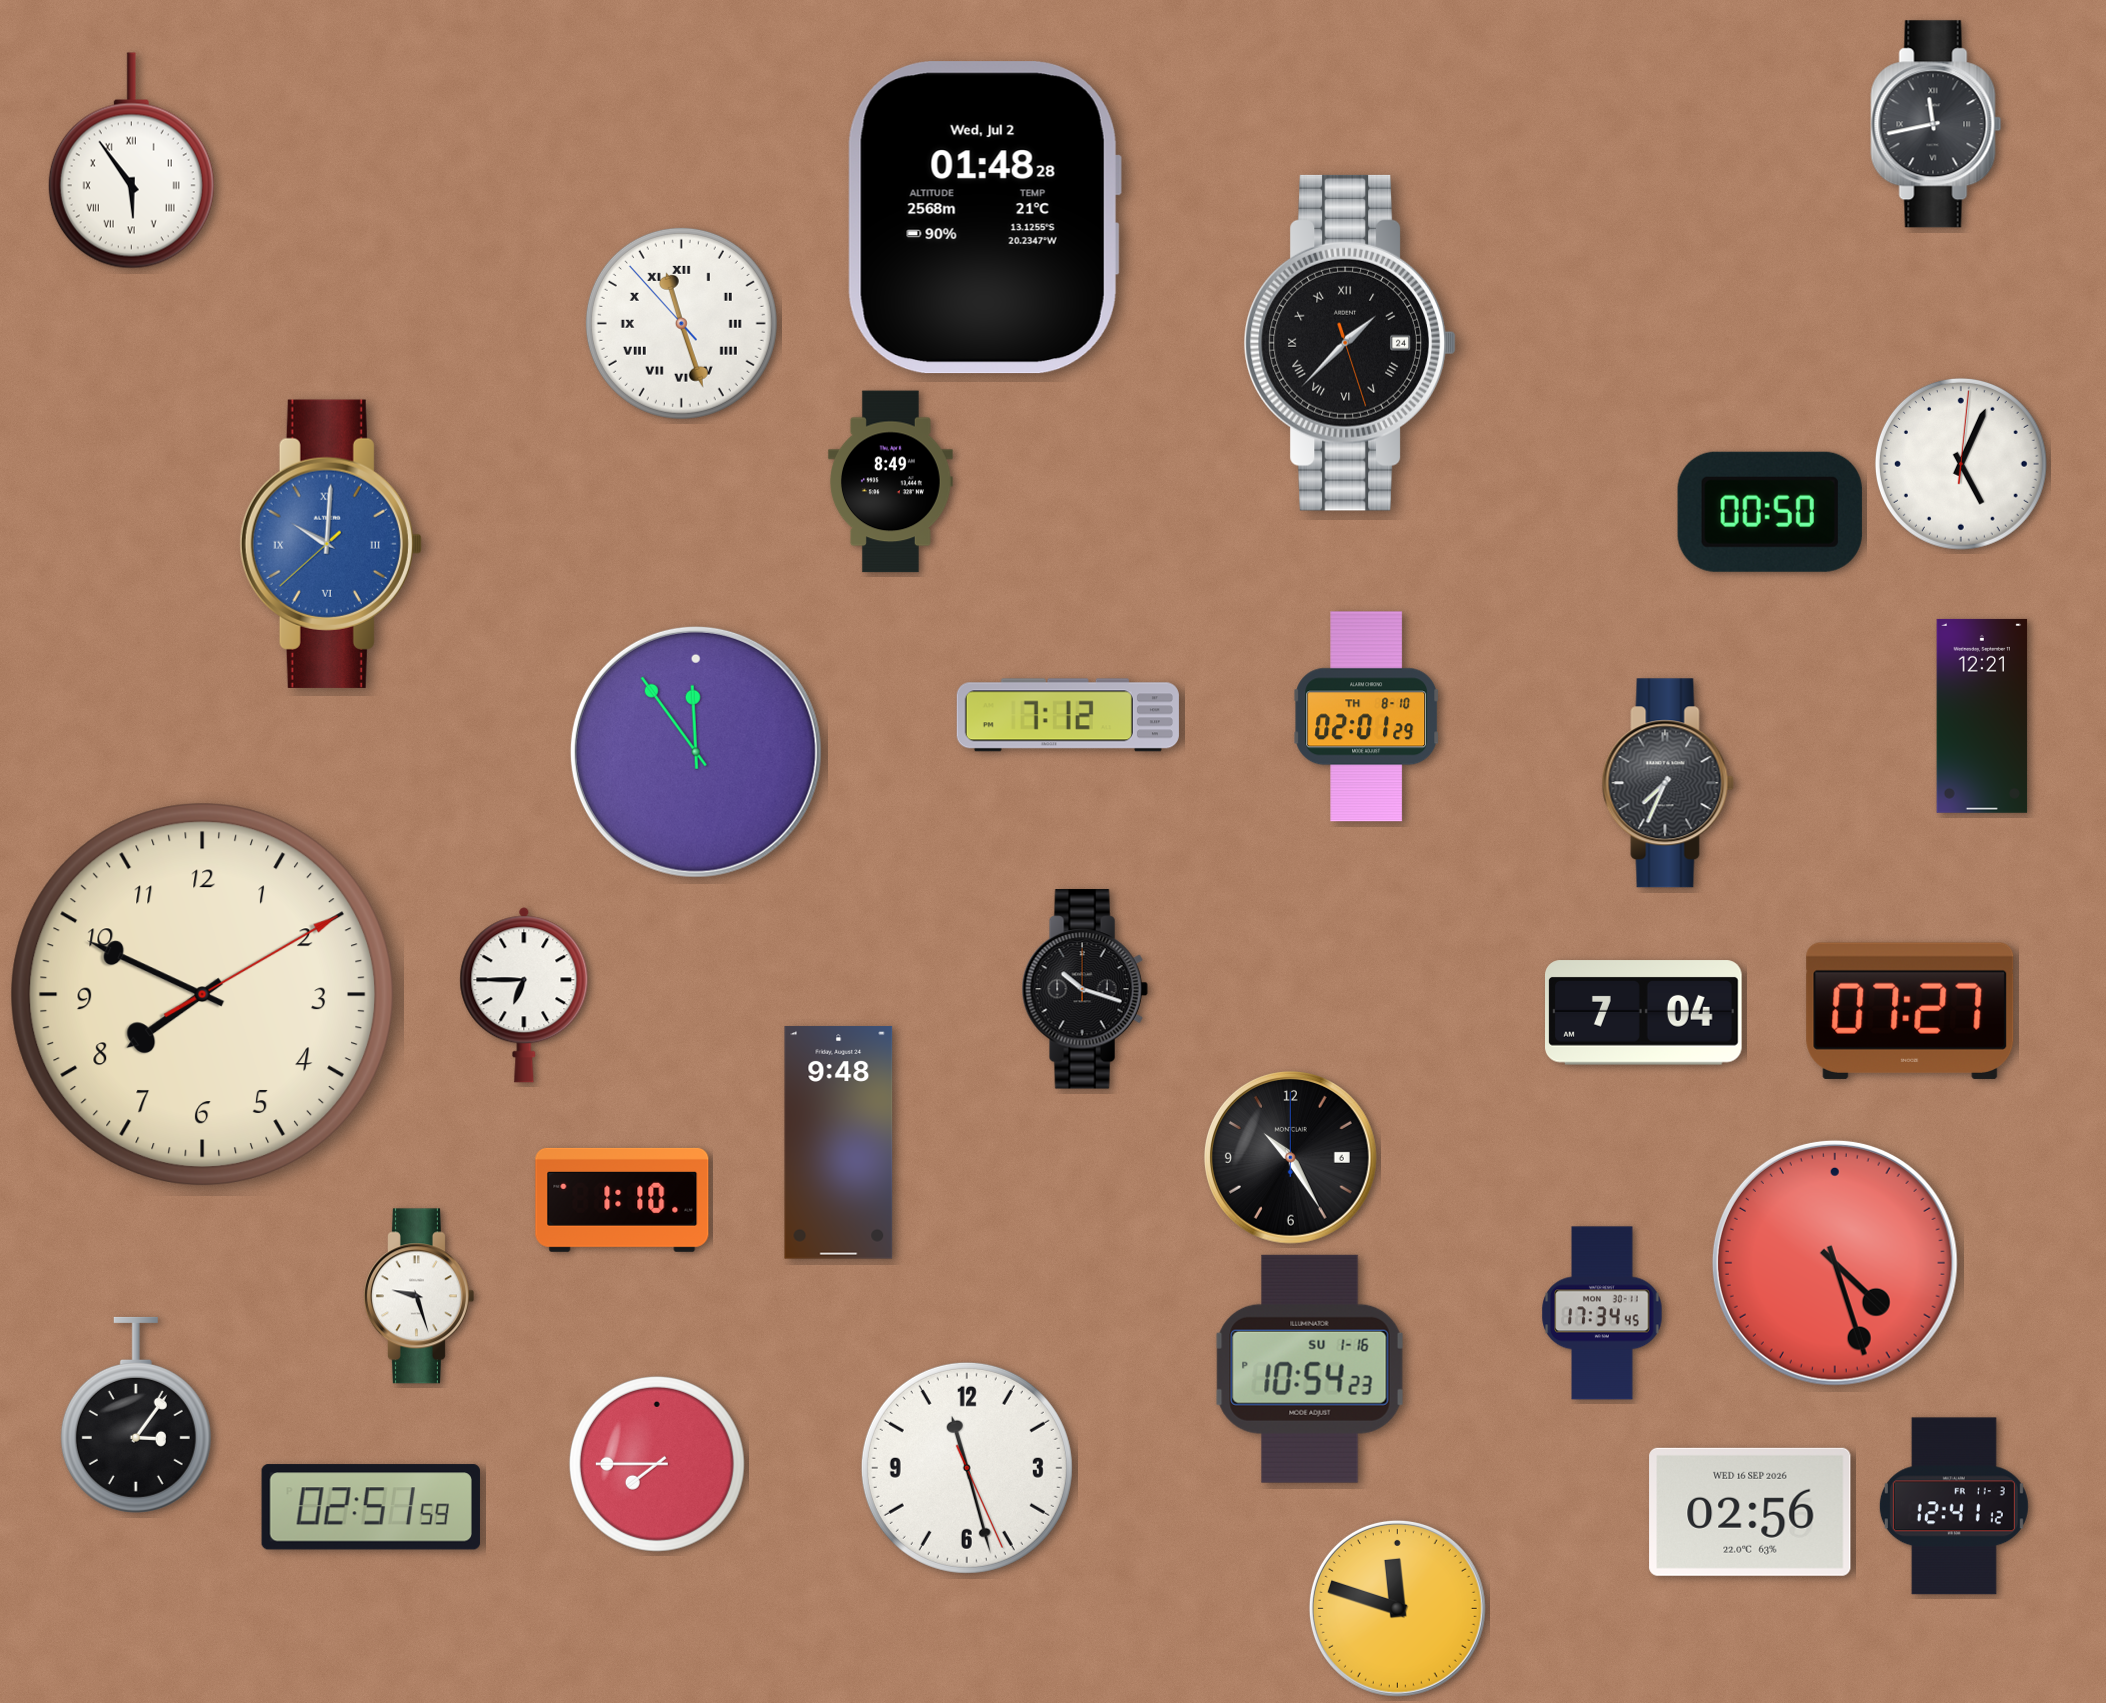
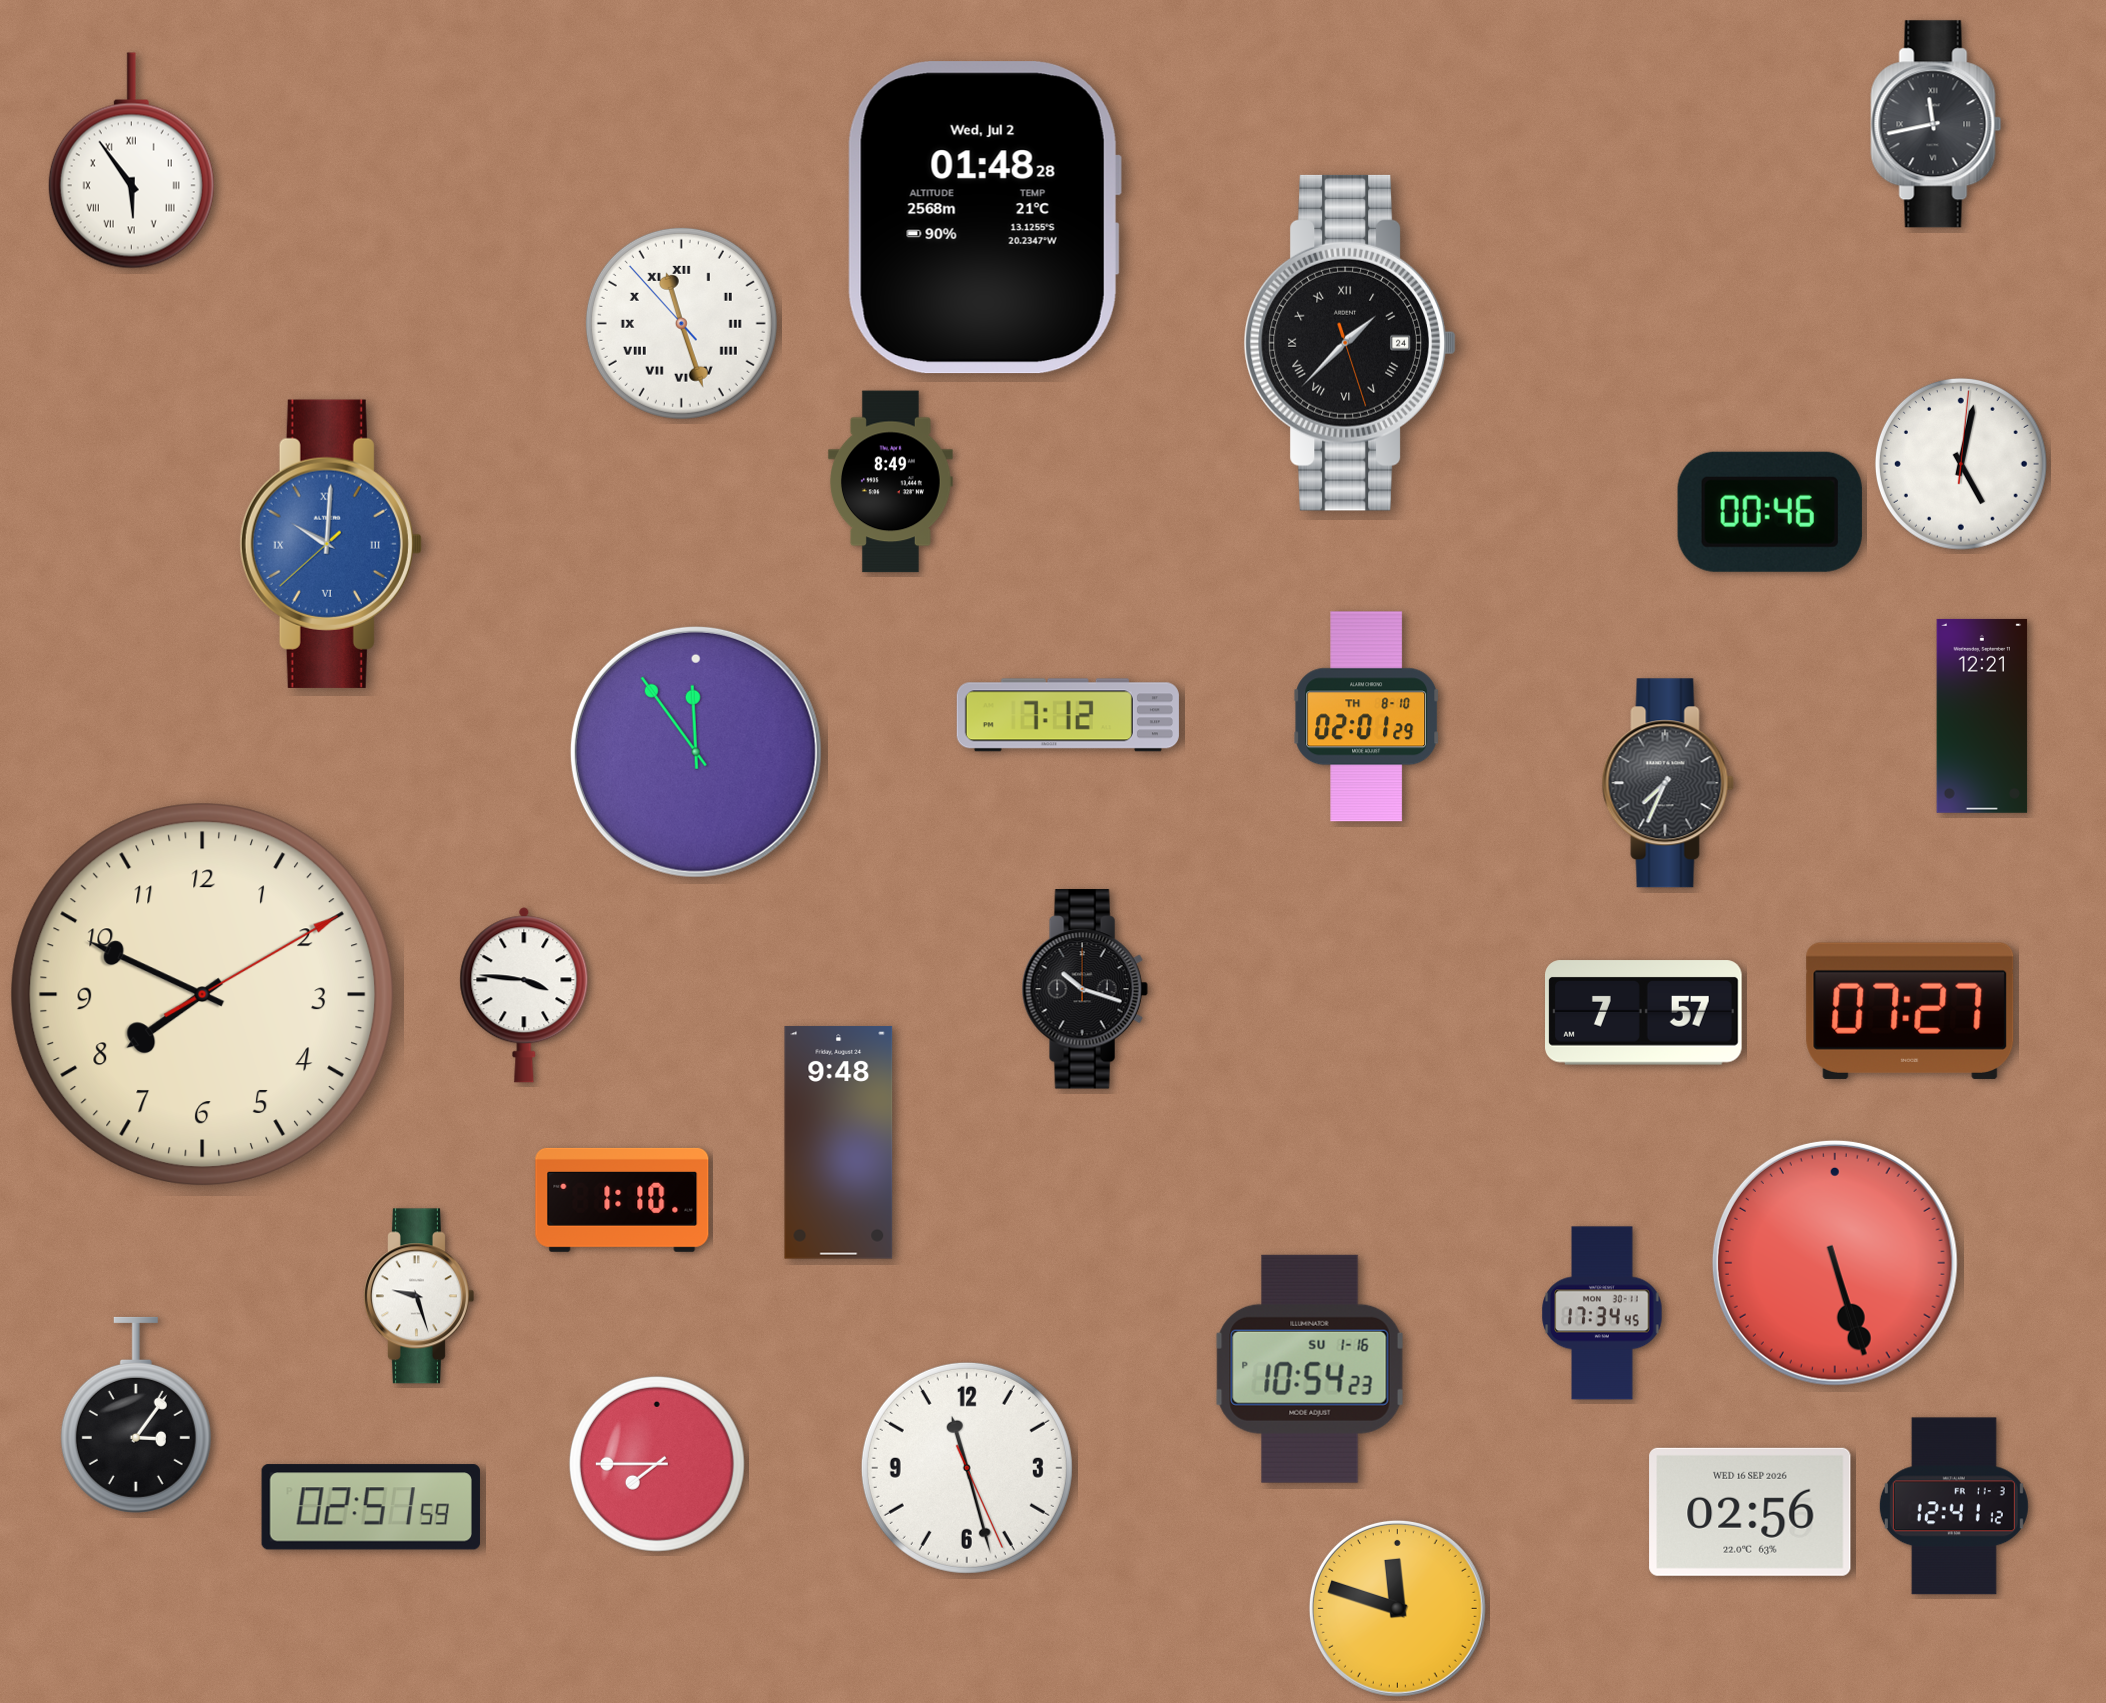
clock at (1961, 464): 5:04 -> 5:02
clock at (1770, 512): 00:50 -> 00:46
clock at (524, 995): 6:45 -> 3:46
clock at (1644, 1013): 7:04 -> 7:57
clock at (1290, 1157): 10:25 -> none
clock at (1835, 1263): 4:27 -> 5:27
